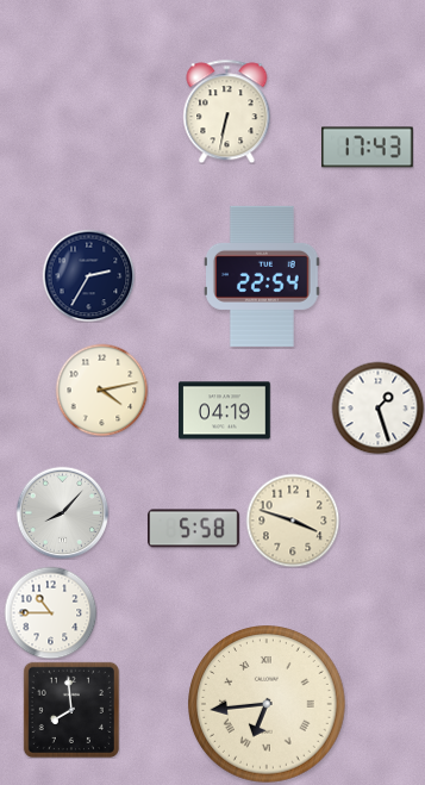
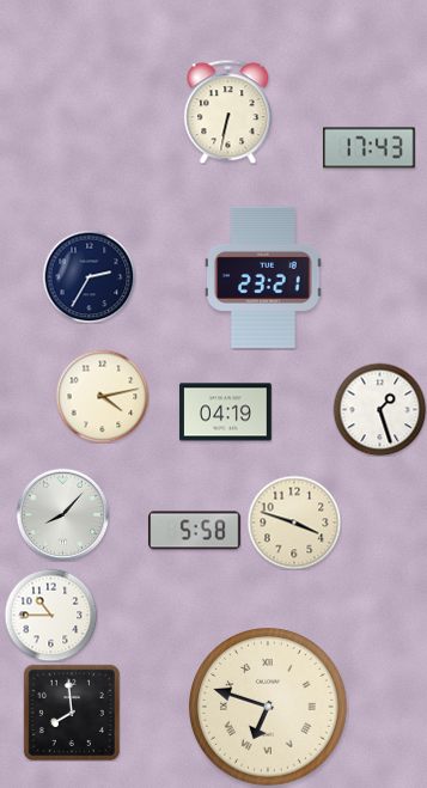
clock at (263, 276): 22:54 -> 23:21
clock at (101, 390) position: (101, 390) -> (102, 396)
clock at (267, 704): 6:44 -> 6:48
